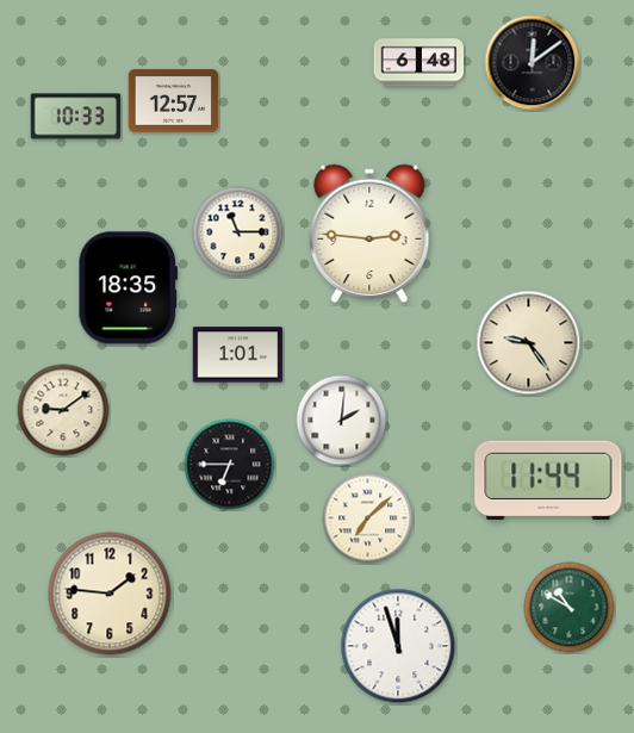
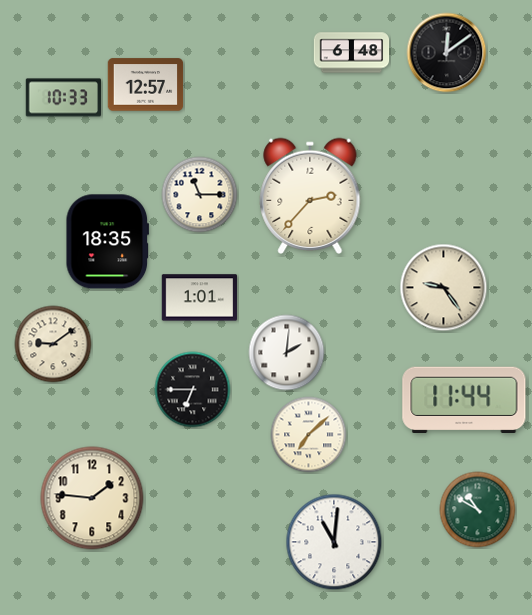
clock at (369, 234): 2:46 -> 2:37
clock at (548, 480) position: (548, 480) -> (464, 400)
clock at (398, 646): 11:57 -> 11:01
